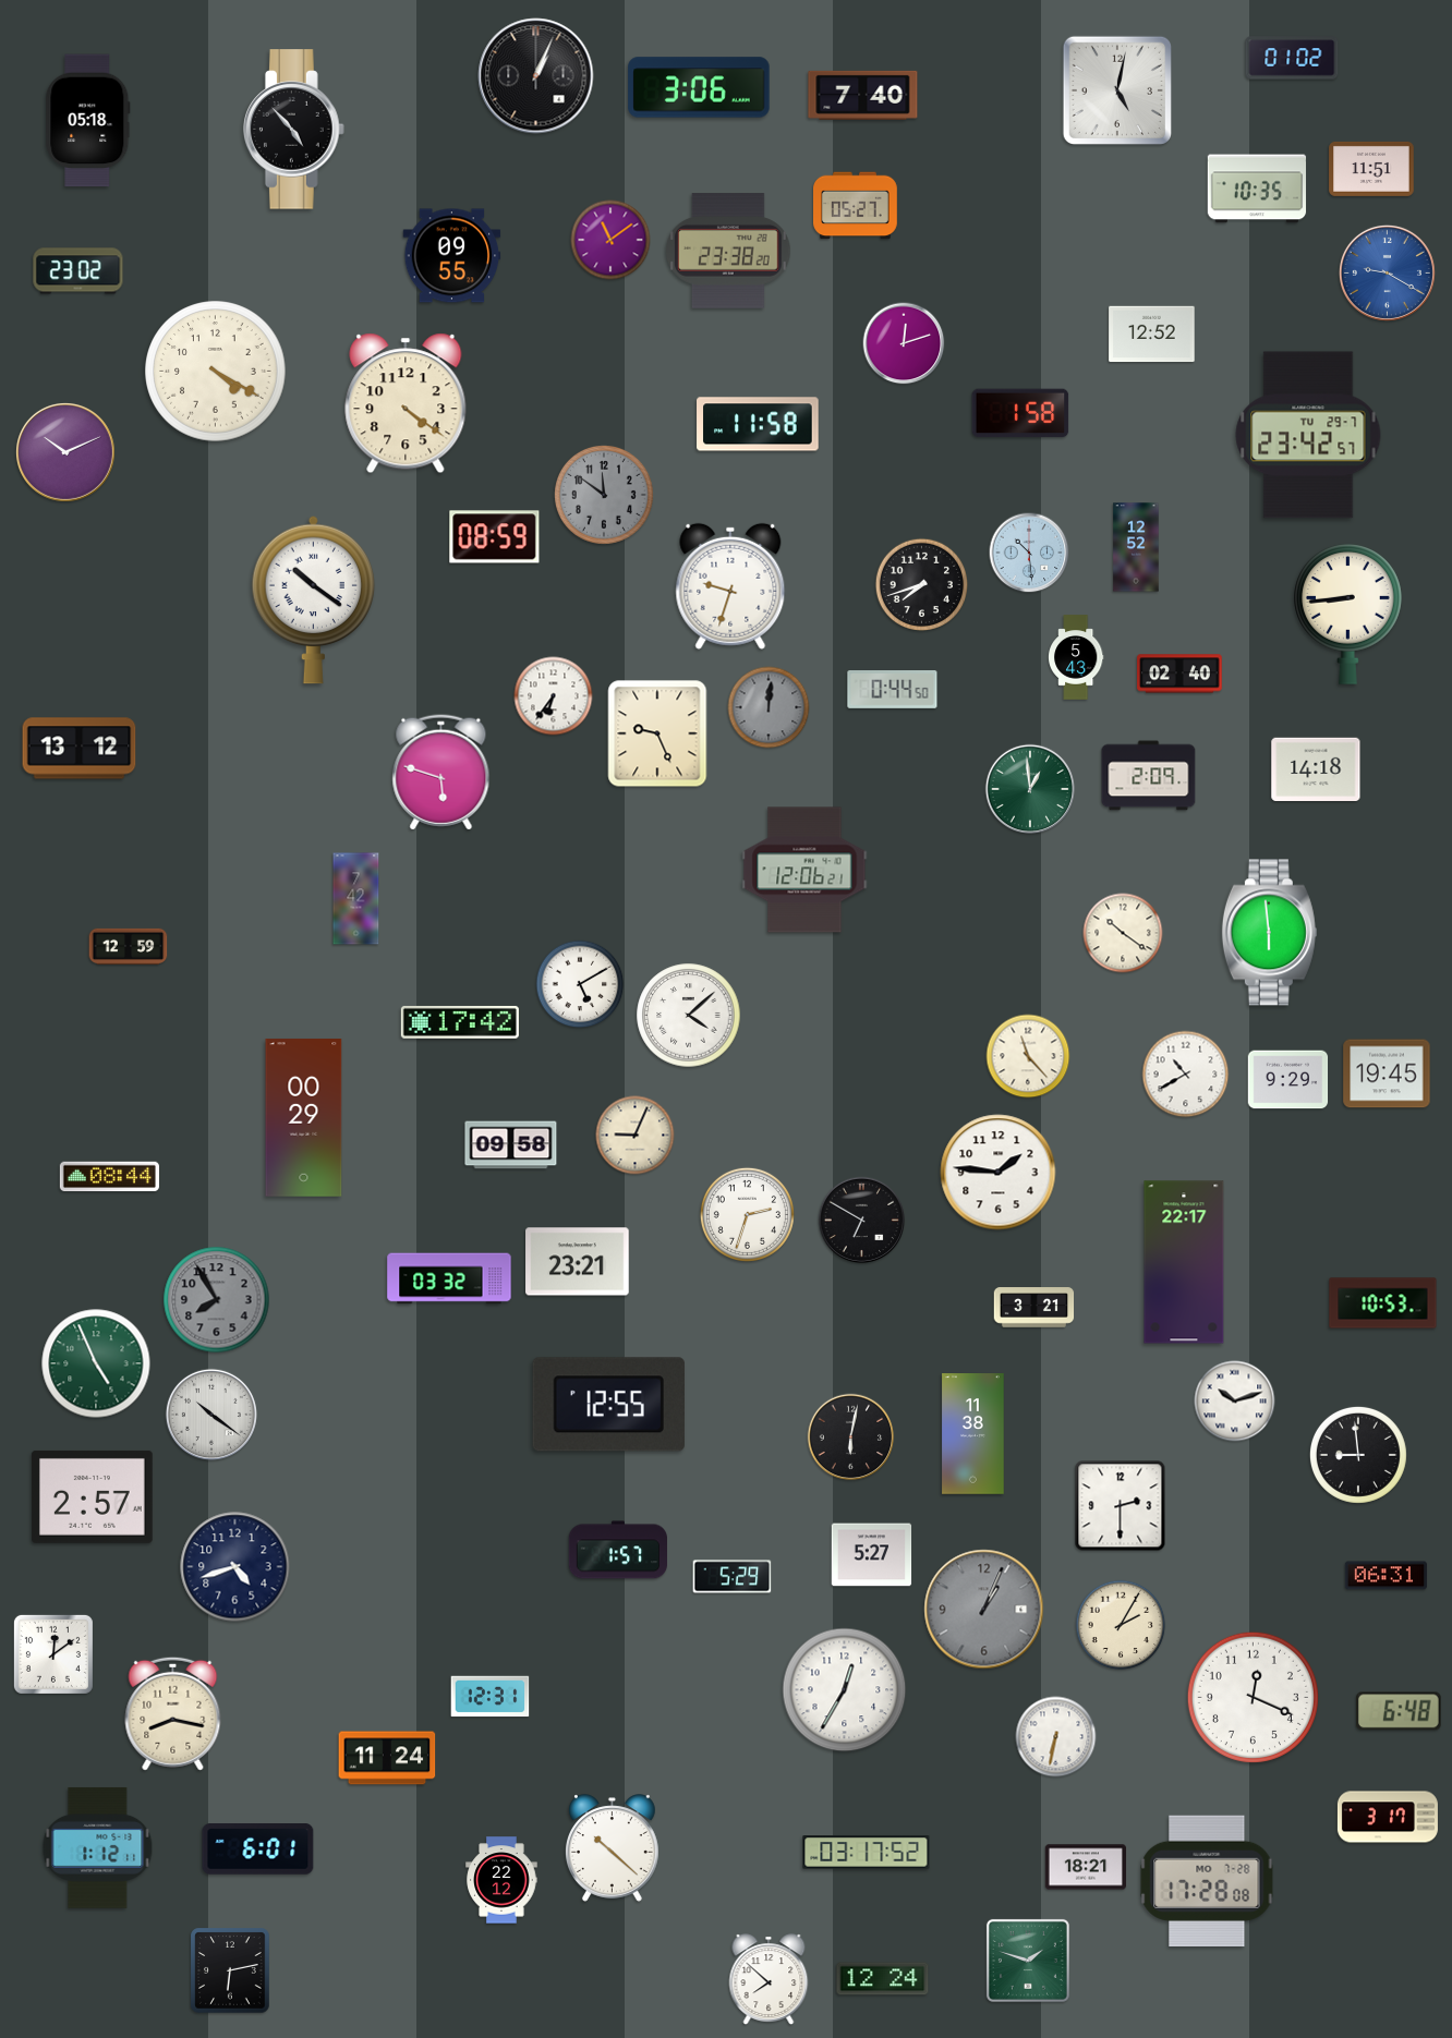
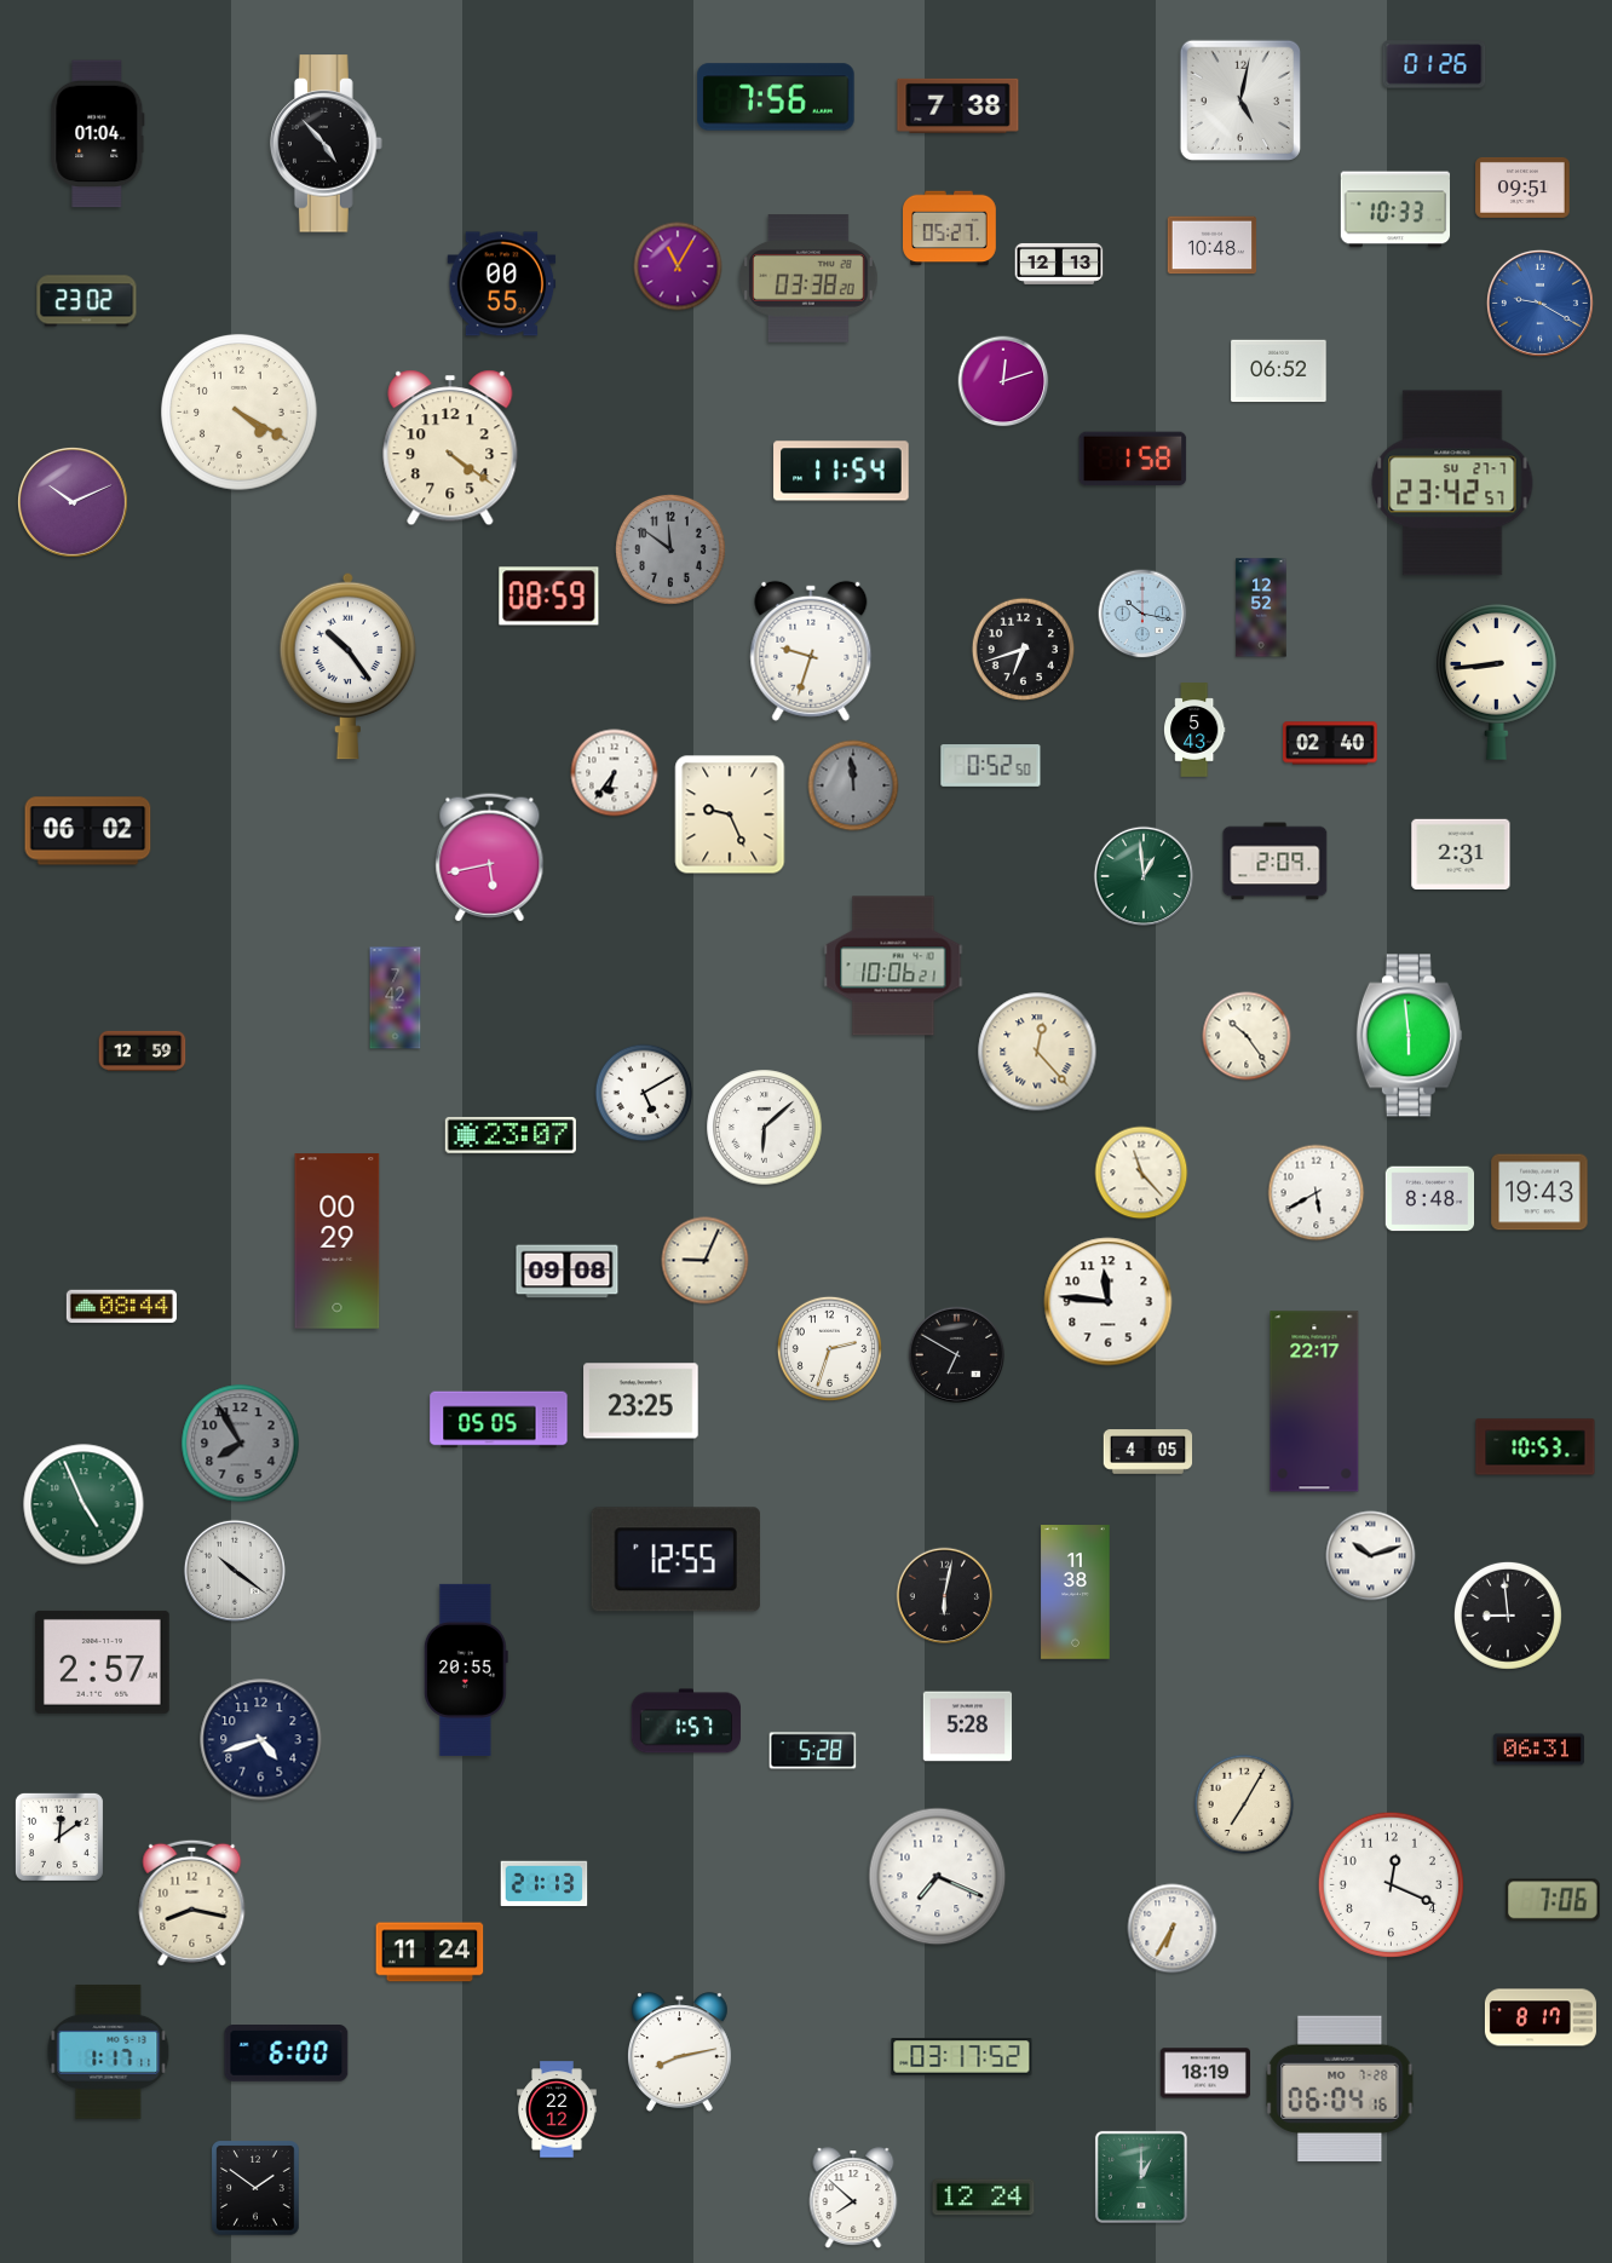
clock at (1292, 58): 01:02 -> 01:26
clock at (536, 76): 1:04 -> none
clock at (699, 87): 3:06 -> 7:56
clock at (863, 95): 7:40 -> 7:38
clock at (88, 121): 05:18 -> 01:04
clock at (1371, 169): 11:51 -> 09:51
clock at (1257, 189): 10:35 -> 10:33
clock at (1213, 246): none -> 10:48
clock at (1059, 264): none -> 12:13
clock at (610, 240): 11:09 -> 11:05
clock at (729, 251): 23:38 -> 03:38
clock at (452, 256): 09:55 -> 00:55
clock at (1152, 335): 12:52 -> 06:52
clock at (758, 424): 11:58 -> 11:54
clock at (1308, 435) date: TU 29-7 -> SU 27-7
clock at (1029, 553): 10:29 -> 10:17
clock at (921, 584): 7:42 -> 6:42
clock at (314, 599): 10:21 -> 10:24
clock at (1179, 674) position: (1179, 674) -> (1330, 743)
clock at (893, 690): 0:44 -> 0:52
clock at (769, 707): 12:01 -> 11:59
clock at (80, 749): 13:12 -> 06:02
clock at (1316, 768): 14:18 -> 2:31
clock at (441, 773): 5:48 -> 5:43
clock at (804, 870): 12:06 -> 10:06
clock at (1123, 933): 10:21 -> 10:24
clock at (1037, 1052): none -> 12:23
clock at (689, 1016): 4:08 -> 6:08
clock at (460, 1022): 17:42 -> 23:07
clock at (1387, 1073): 19:45 -> 19:43
clock at (1186, 1075): 10:40 -> 5:40
clock at (1288, 1080): 9:29 -> 8:48
clock at (511, 1145): 09:58 -> 09:08
clock at (999, 1173): 1:46 -> 11:46
clock at (578, 1262): 23:21 -> 23:25
clock at (449, 1278): 03:32 -> 05:05
clock at (1034, 1308): 3:21 -> 4:05
clock at (96, 1363) position: (96, 1363) -> (84, 1504)
clock at (973, 1434) position: (973, 1434) -> (1076, 1593)
clock at (466, 1670): none -> 20:55
clock at (1121, 1506): 2:30 -> none
clock at (872, 1555): 5:27 -> 5:28
clock at (733, 1577): 5:29 -> 5:28
clock at (984, 1610): 1:04 -> none
clock at (1121, 1625): 2:05 -> 7:05
clock at (845, 1690): 12:35 -> 7:19
clock at (491, 1697): 12:31 -> 21:13
clock at (1400, 1711): 6:48 -> 7:06
clock at (1056, 1737): 6:32 -> 6:35
clock at (1388, 1817): 3:17 -> 8:17
clock at (98, 1847): 1:12 -> 1:17
clock at (613, 1848): 10:22 -> 8:13
clock at (258, 1849): 6:01 -> 6:00
clock at (1085, 1867): 18:21 -> 18:19
clock at (501, 1880) position: (501, 1880) -> (557, 2109)
clock at (1207, 1880): 17:28 -> 06:04
clock at (1028, 1961): 1:48 -> 1:00
clock at (230, 1970): 6:13 -> 1:51
clock at (883, 1979) position: (883, 1979) -> (984, 2198)
